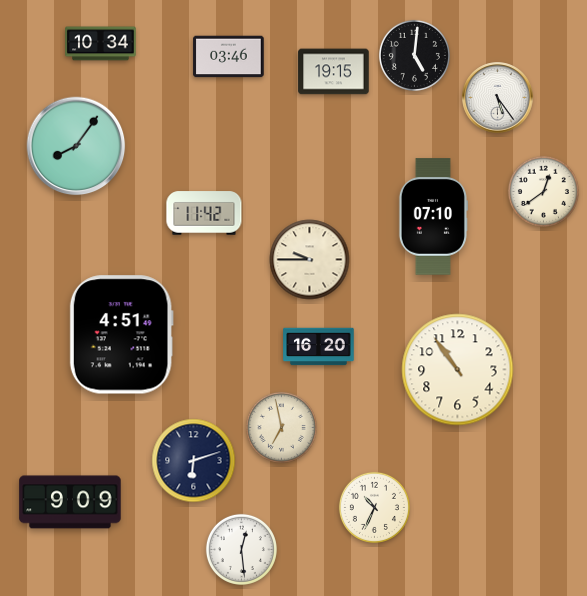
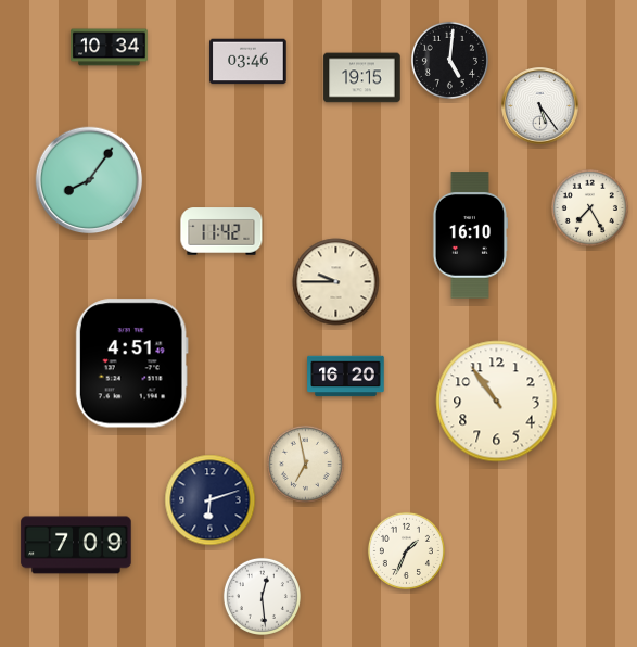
clock at (76, 146) position: (76, 146) -> (89, 180)
clock at (543, 191): 12:39 -> 7:25
clock at (433, 217): 07:10 -> 16:10
clock at (70, 502): 9:09 -> 7:09
clock at (374, 507): 10:34 -> 1:34
